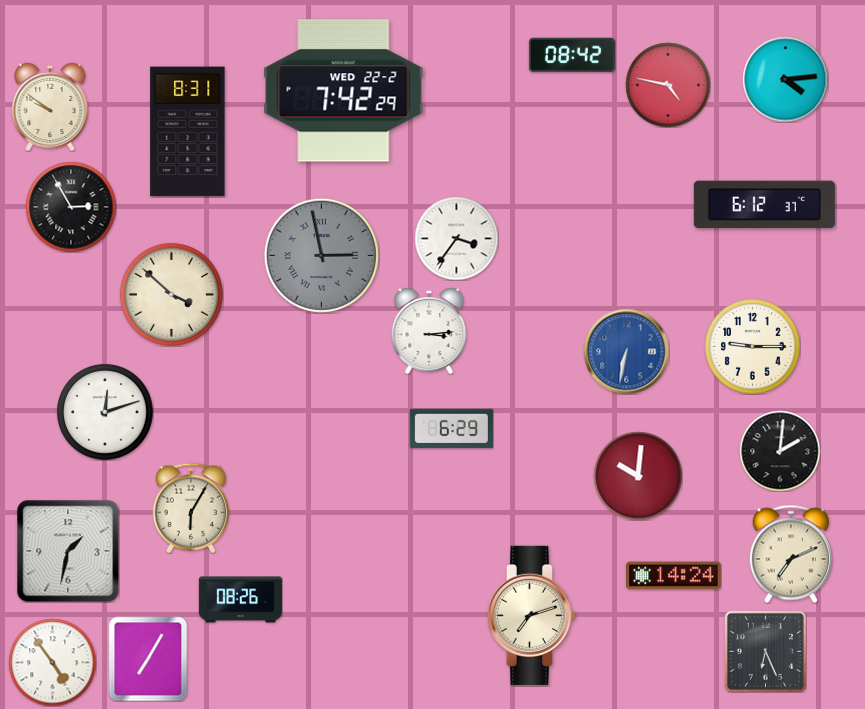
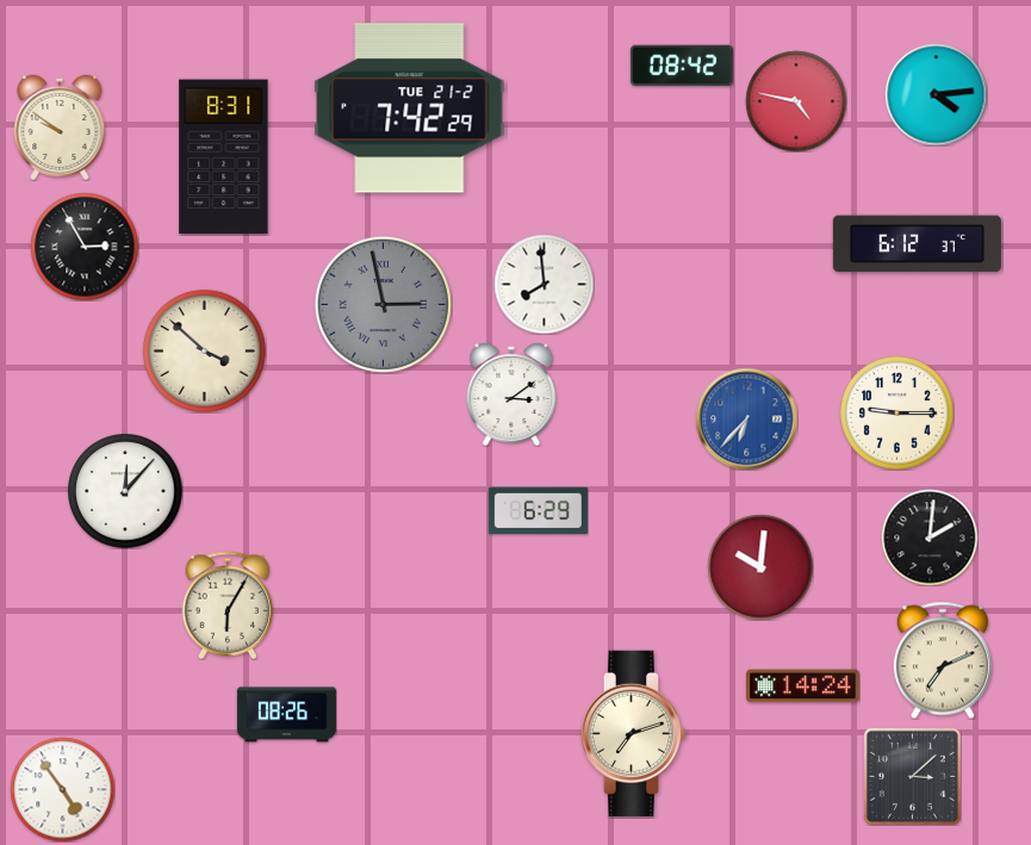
clock at (344, 91) date: WED 22-2 -> TUE 21-2
clock at (764, 205) position: (764, 205) -> (917, 244)
clock at (456, 238): 3:36 -> 7:59
clock at (429, 331): 3:14 -> 3:09
clock at (626, 351): 6:32 -> 6:37
clock at (105, 412): 12:12 -> 12:07
clock at (68, 551): 1:32 -> none
clock at (765, 651): 6:26 -> 3:08
clock at (148, 659): 7:05 -> none
